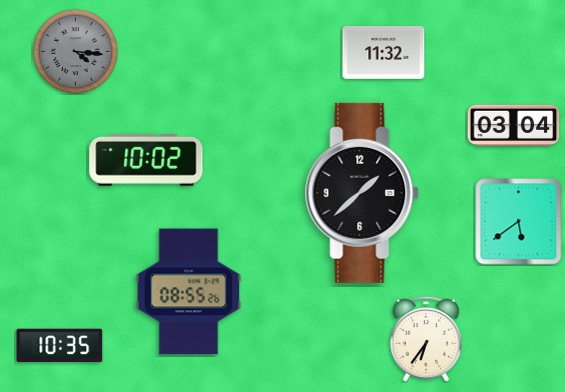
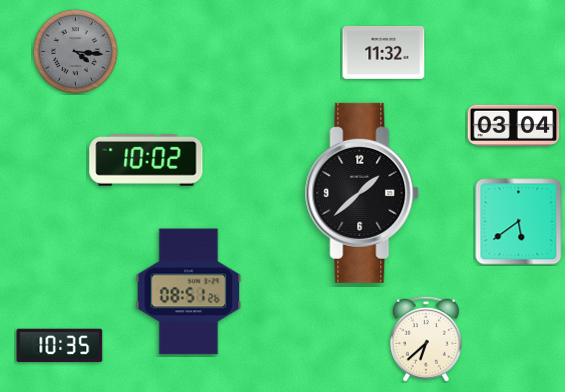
clock at (189, 292): 08:55 -> 08:51
clock at (426, 339): 6:36 -> 6:38
